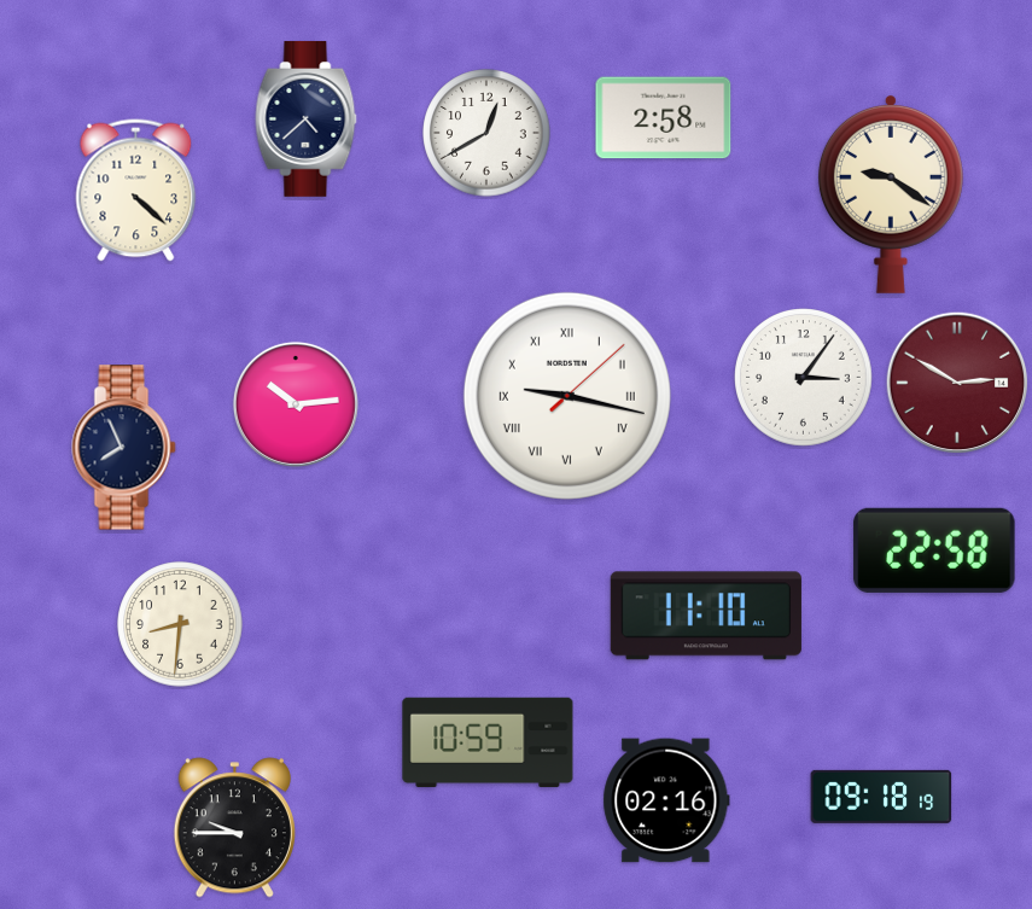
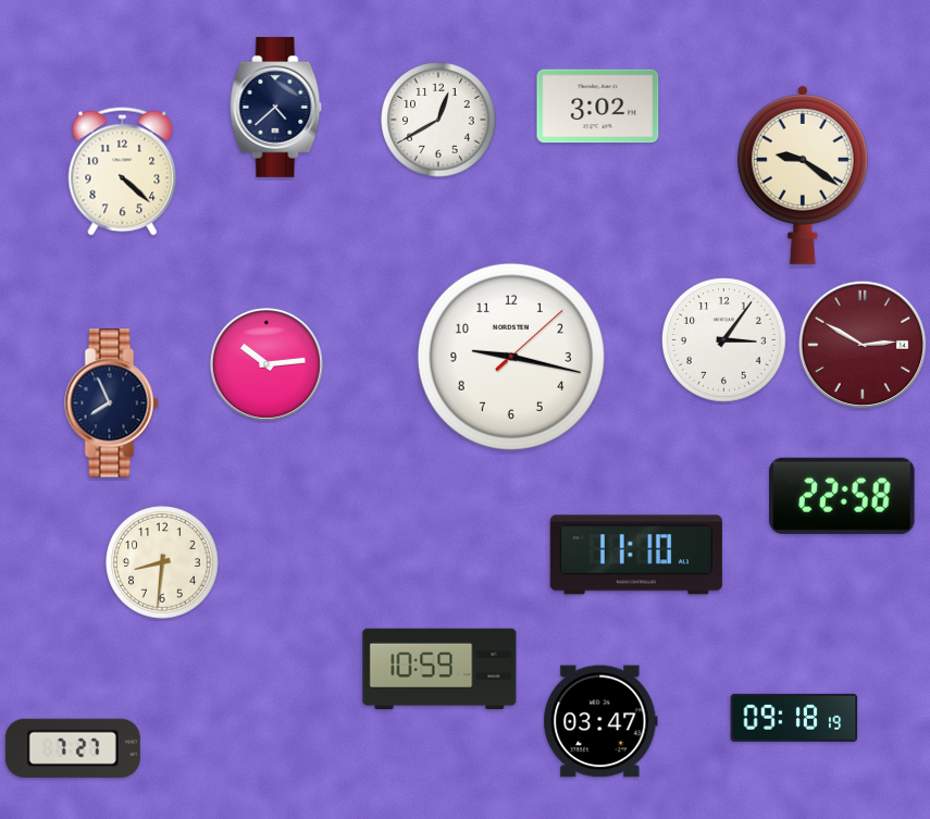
clock at (664, 118): 2:58 -> 3:02
clock at (567, 396) numerals: Roman -> Arabic
clock at (666, 800): 02:16 -> 03:47
clock at (234, 828): 9:45 -> none
clock at (73, 748): none -> 7:27
